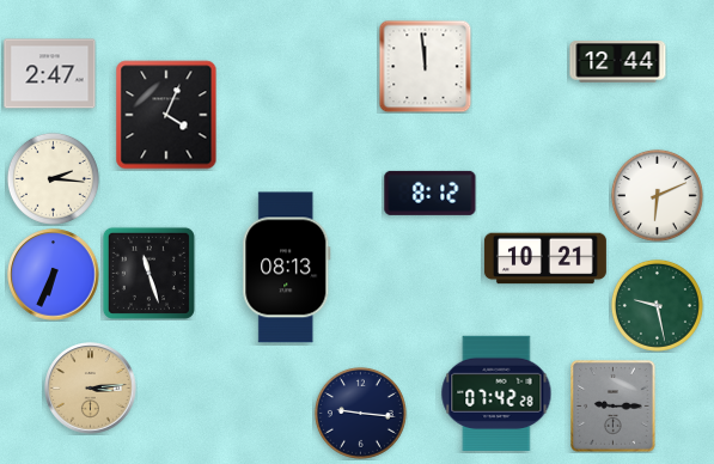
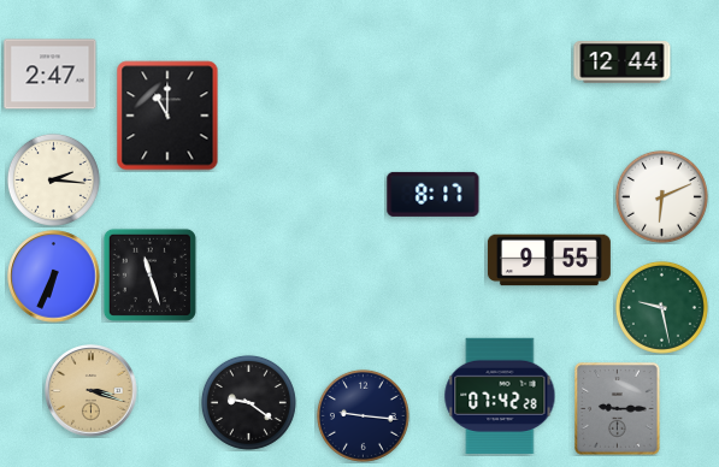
clock at (425, 66): 11:59 -> none
clock at (166, 115): 4:04 -> 11:00
clock at (431, 193): 8:12 -> 8:17
clock at (545, 258): 10:21 -> 9:55
clock at (287, 268): 08:13 -> none
clock at (91, 389): 3:14 -> 3:18
clock at (248, 402): none -> 9:21
